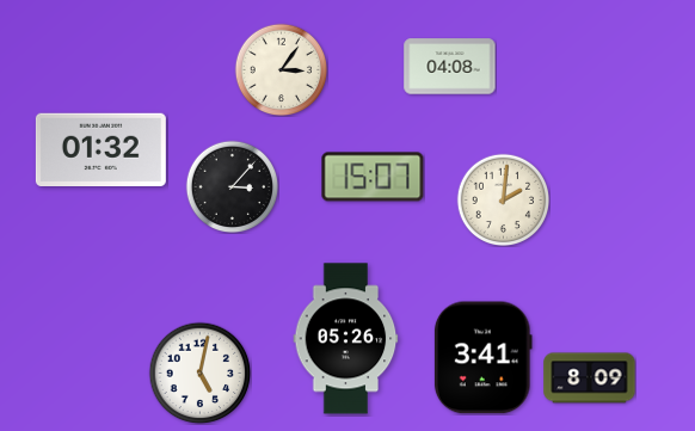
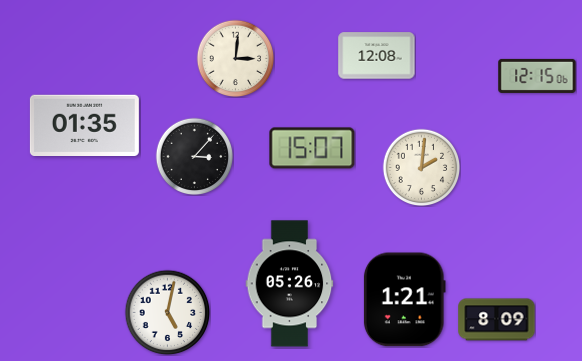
clock at (450, 67): 04:08 -> 12:08
clock at (281, 69): 3:06 -> 3:01
clock at (537, 76): none -> 12:15
clock at (100, 149): 01:32 -> 01:35
clock at (482, 358): 3:41 -> 1:21
clock at (590, 378) position: (590, 378) -> (497, 320)
